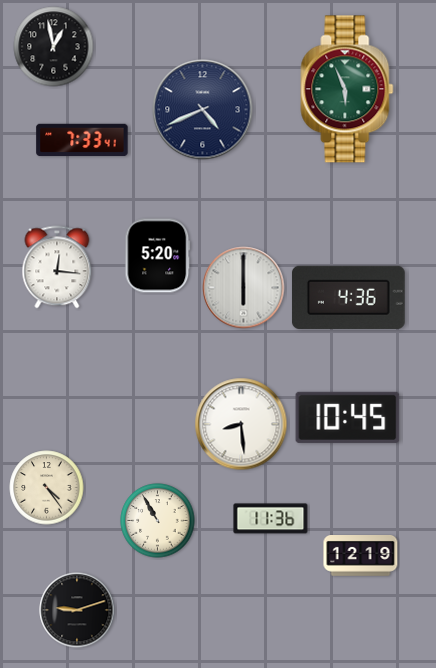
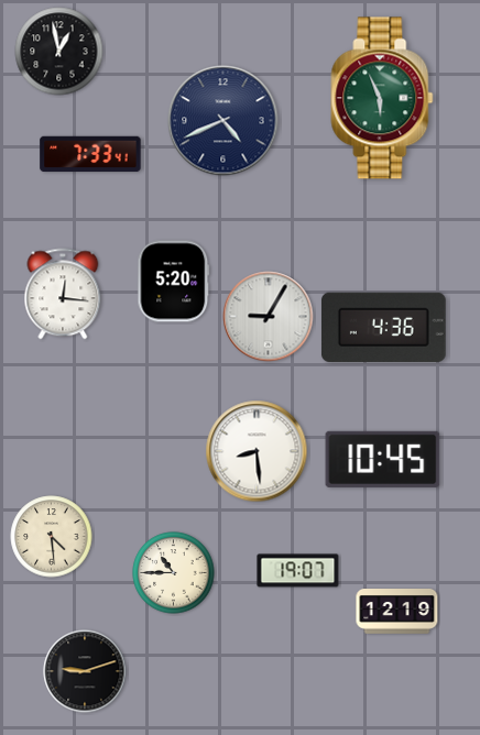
clock at (244, 288): 6:00 -> 9:05
clock at (241, 424) position: (241, 424) -> (257, 451)
clock at (47, 488): 4:24 -> 4:29
clock at (271, 519): 11:36 -> 19:07
clock at (158, 521): 10:55 -> 10:45
